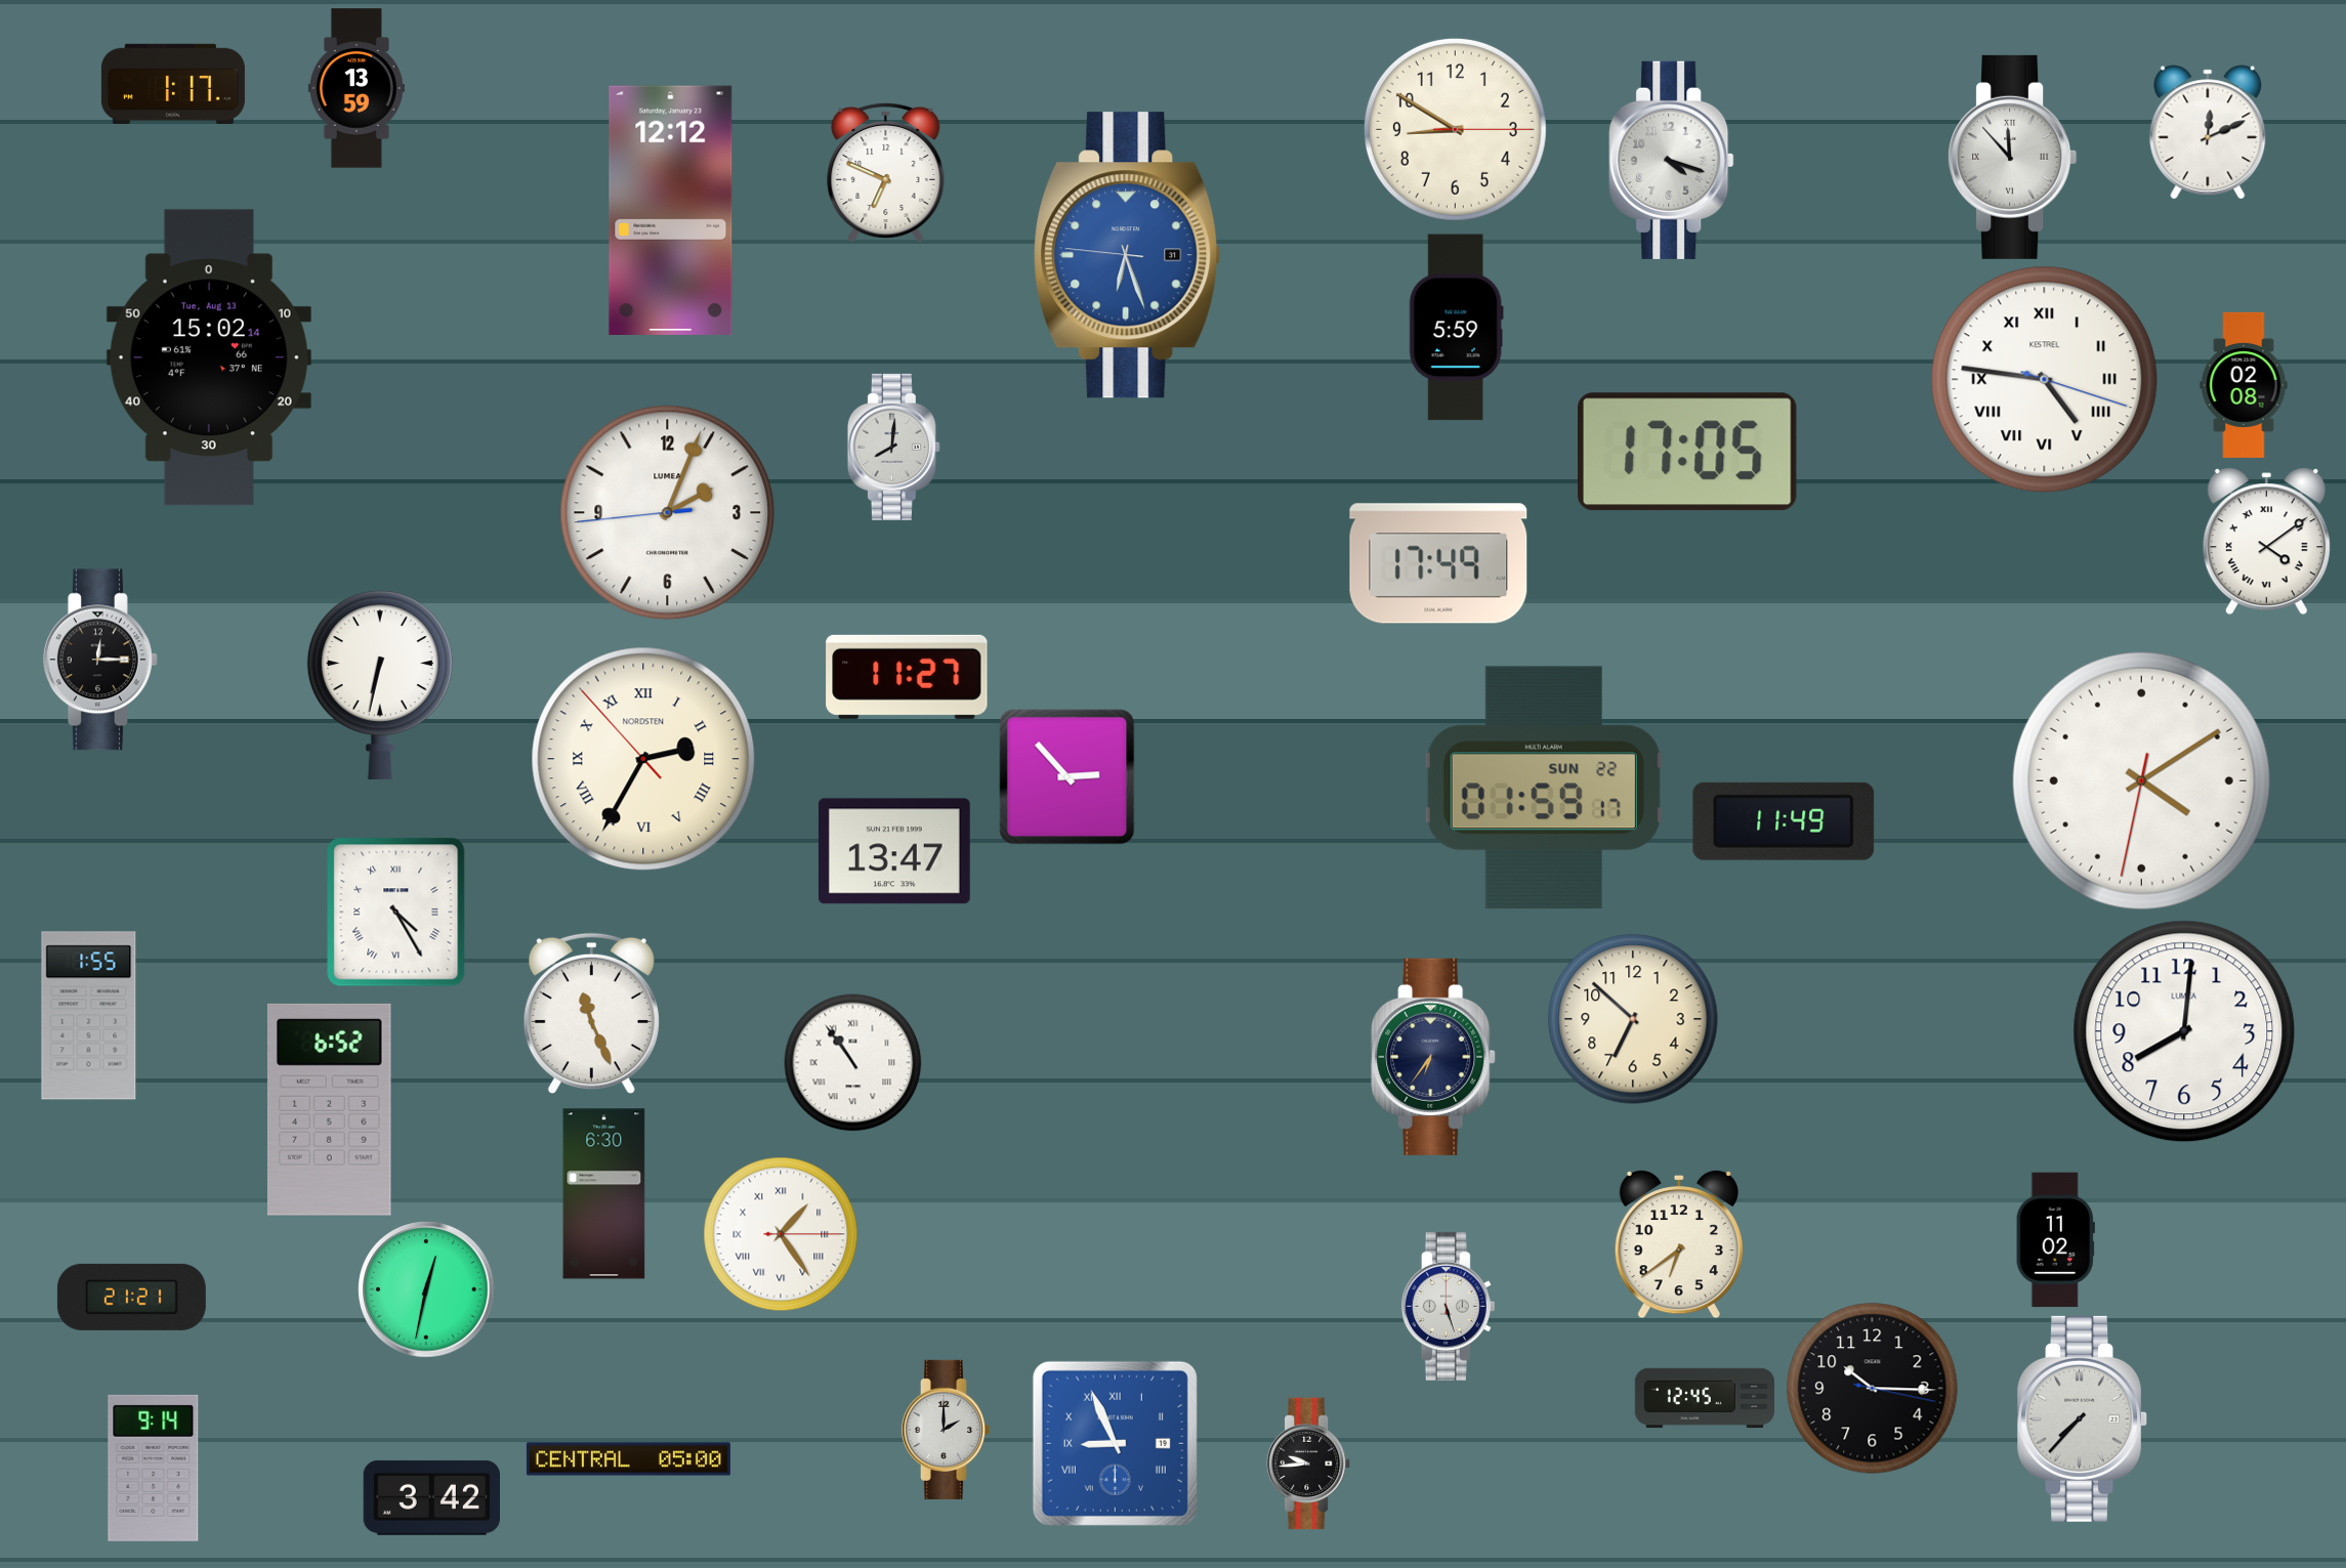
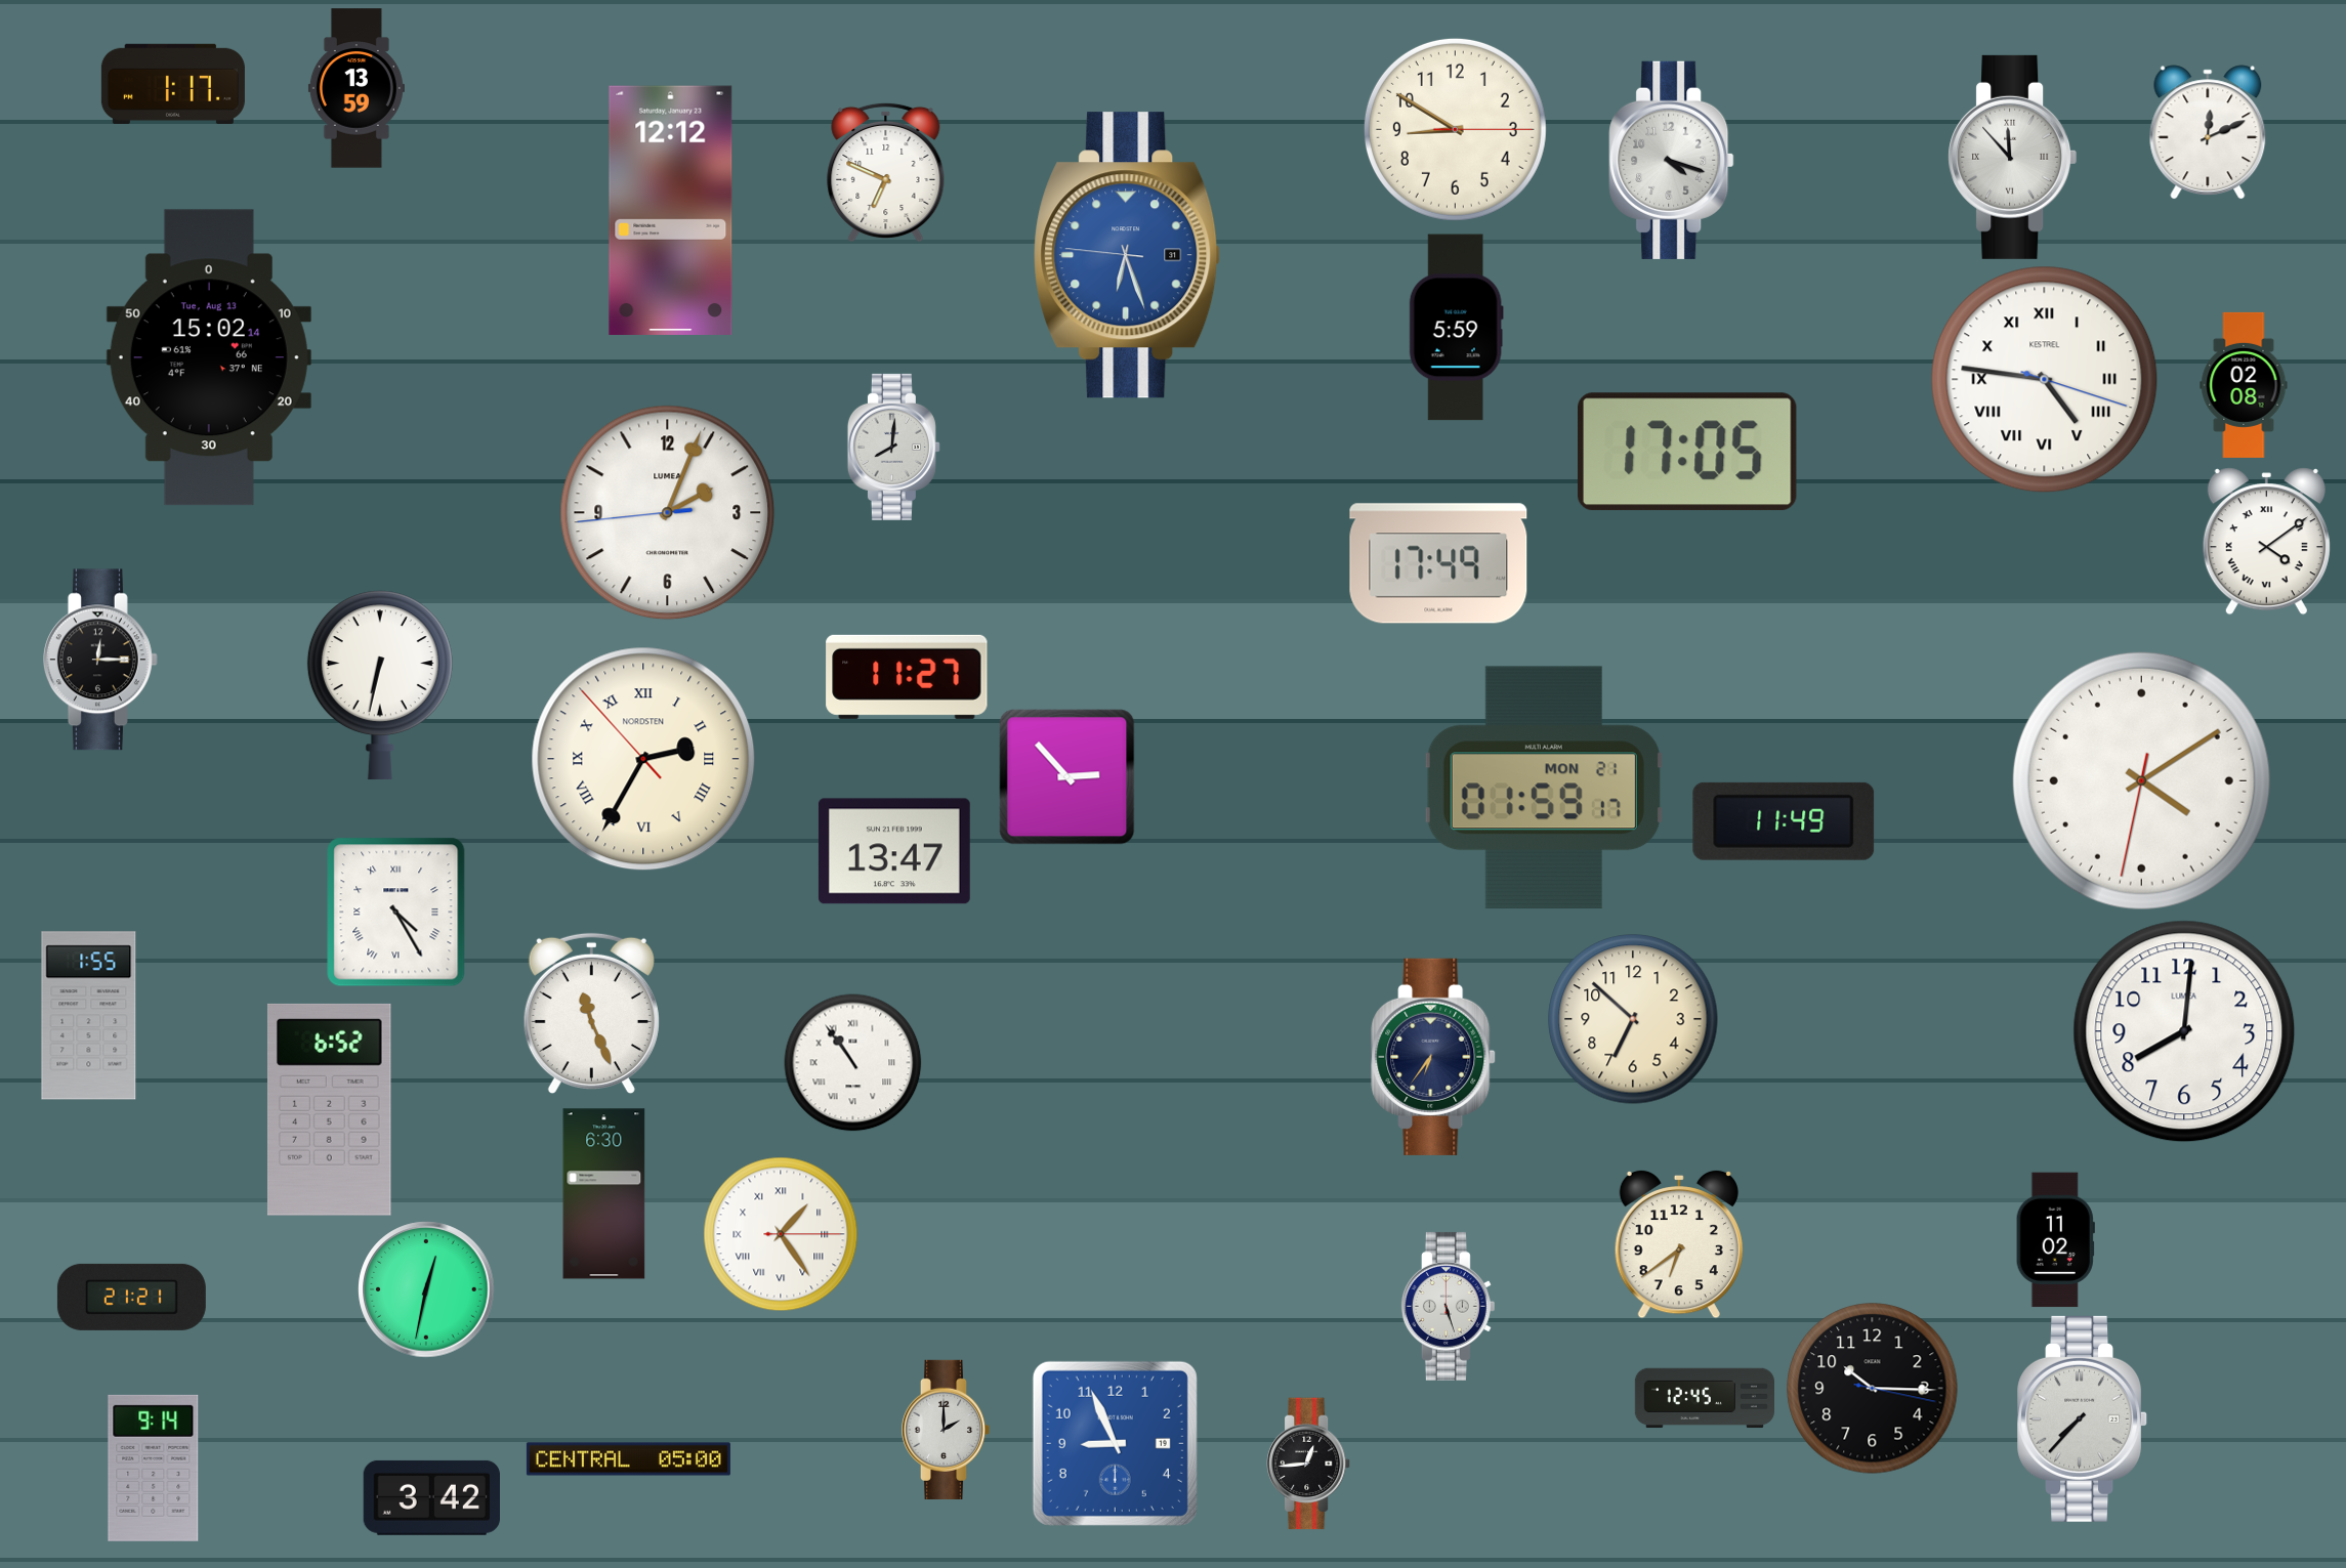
clock at (1544, 788) date: SUN 22 -> MON 21
clock at (1115, 1443) numerals: Roman -> Arabic
clock at (1308, 1464): 9:44 -> 12:44
